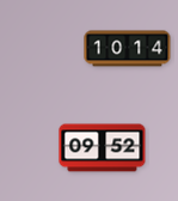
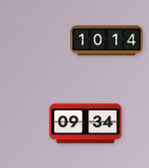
clock at (103, 148): 09:52 -> 09:34
